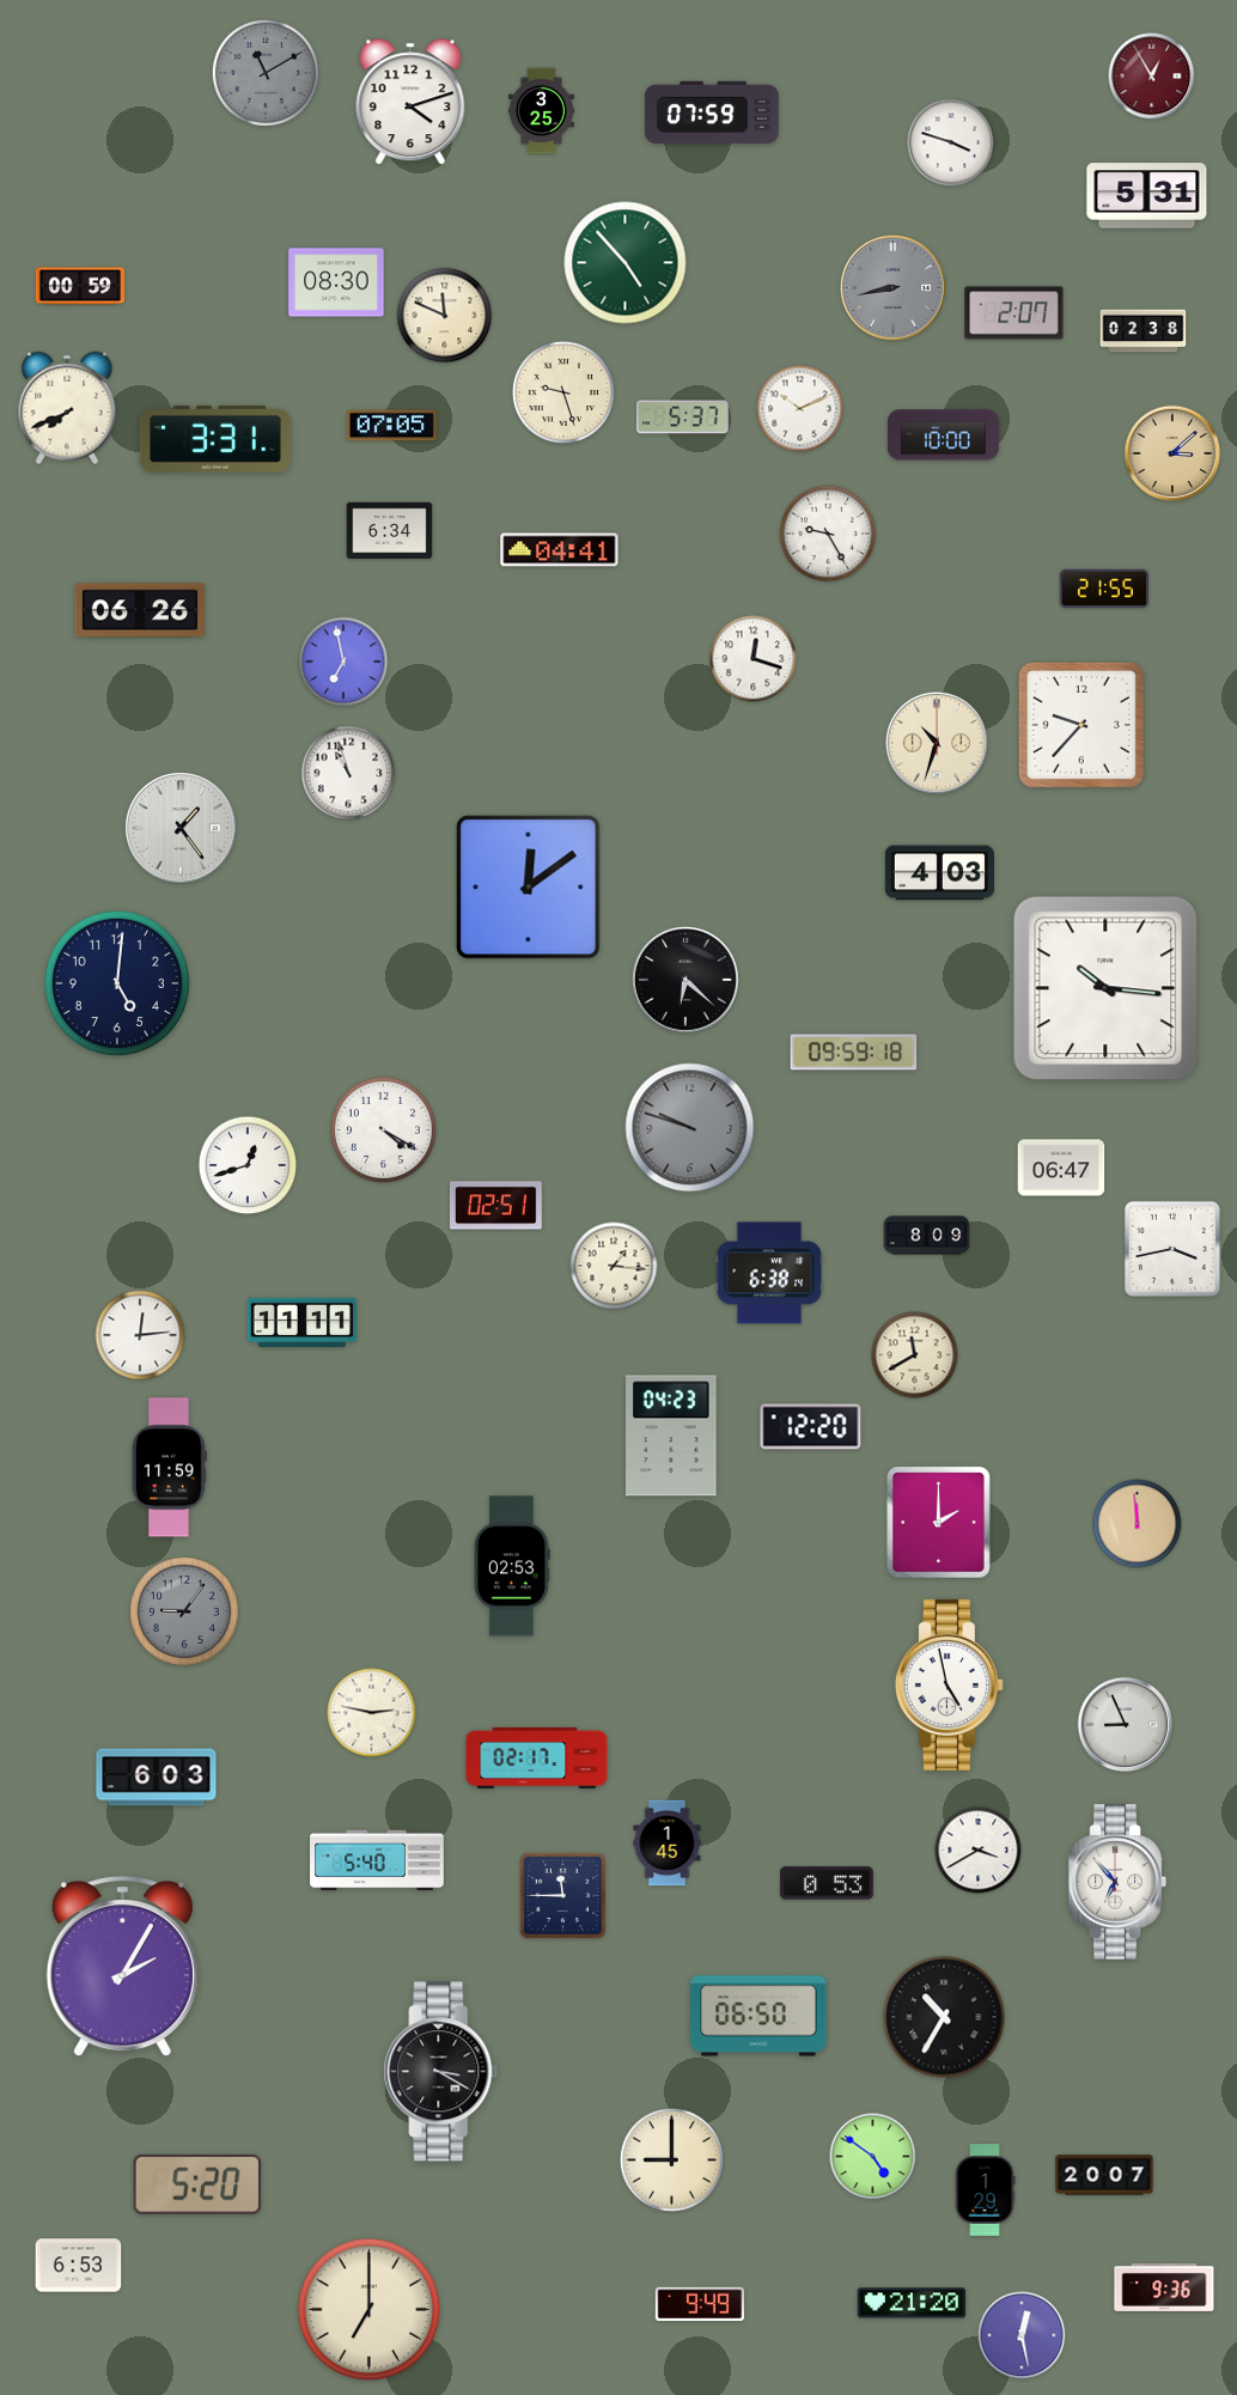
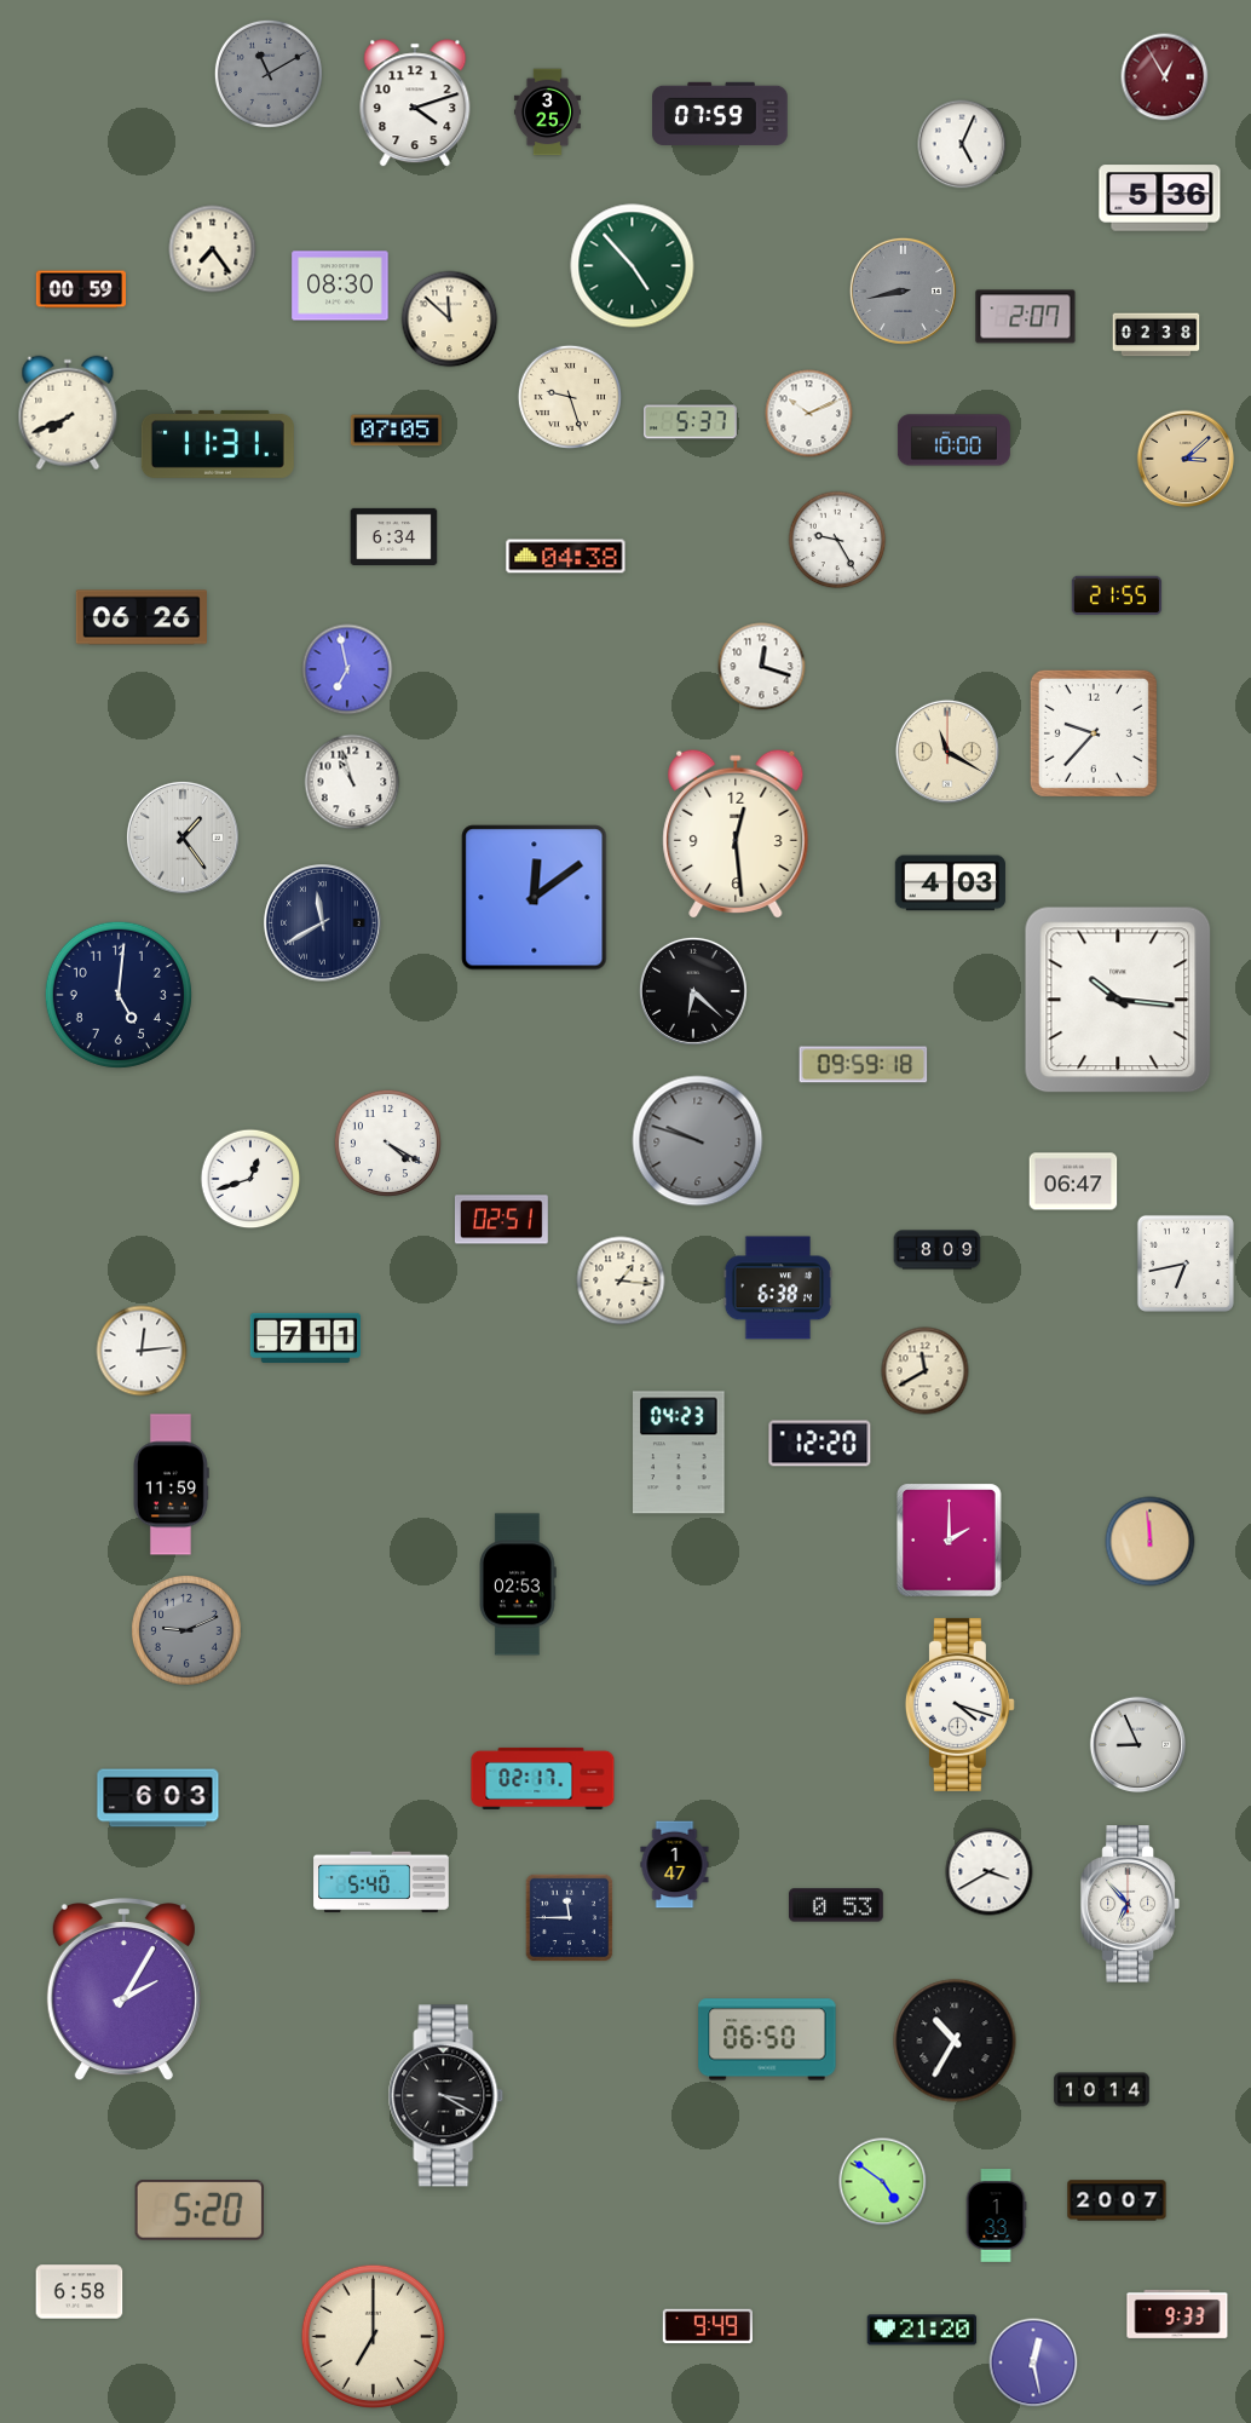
clock at (951, 142): 3:48 -> 5:04
clock at (1147, 196): 5:31 -> 5:36
clock at (213, 249): none -> 7:24
clock at (445, 316): 11:49 -> 11:52
clock at (215, 439): 3:31 -> 11:31
clock at (560, 550): 04:41 -> 04:38
clock at (937, 743): 10:33 -> 11:20
clock at (736, 833): none -> 12:29
clock at (323, 923): none -> 11:40
clock at (1172, 1249): 3:43 -> 6:43
clock at (301, 1322): 11:11 -> 7:11
clock at (184, 1611): 9:06 -> 9:11
clock at (949, 1684): 4:58 -> 4:18
clock at (372, 1713): 2:47 -> none
clock at (668, 1844): 1:45 -> 1:47
clock at (1102, 2090): none -> 10:14
clock at (671, 2159): 9:00 -> none
clock at (985, 2190): 1:29 -> 1:33
clock at (79, 2266): 6:53 -> 6:58
clock at (1164, 2287): 9:36 -> 9:33
clock at (699, 2304) position: (699, 2304) -> (707, 2326)
